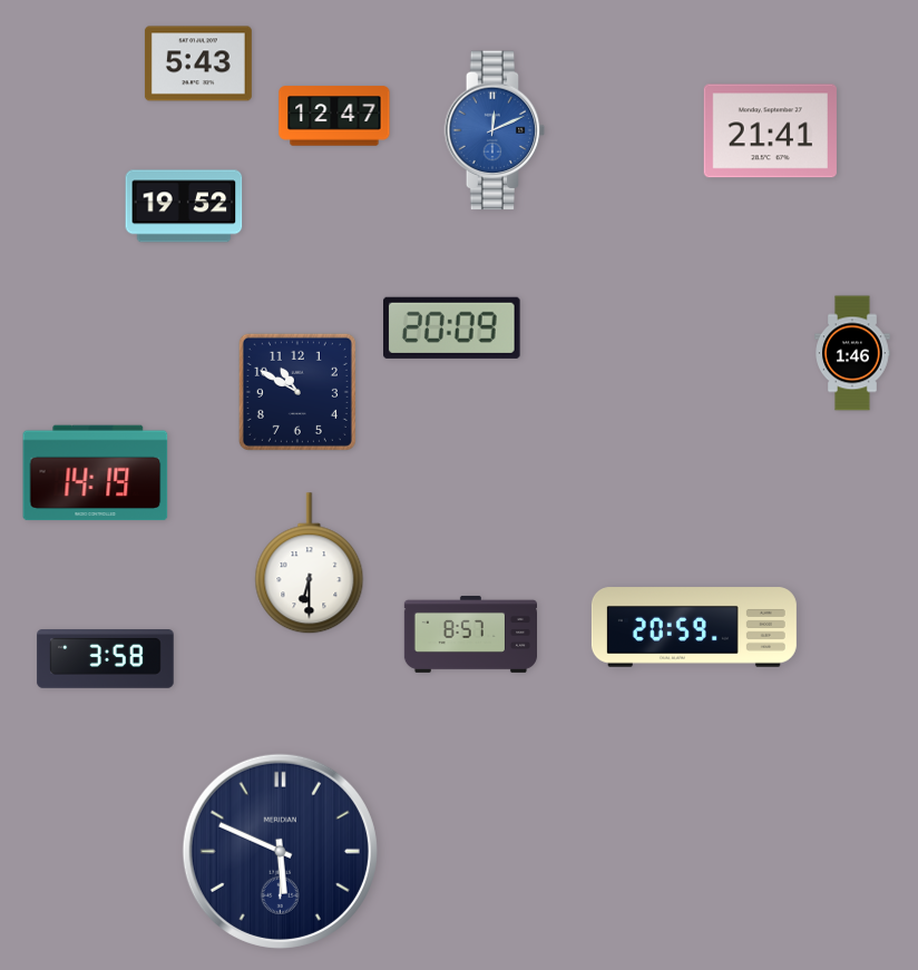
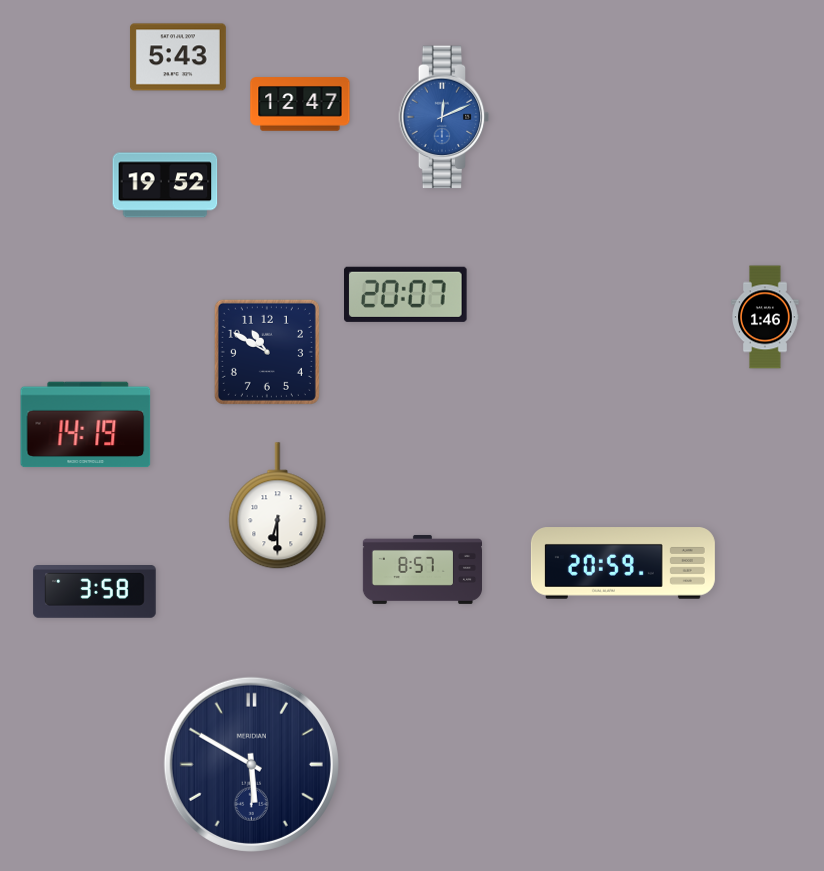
clock at (770, 131): 21:41 -> none
clock at (452, 327): 20:09 -> 20:07
clock at (280, 851): 5:49 -> 5:50
